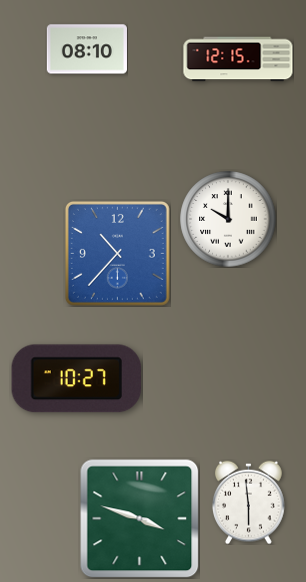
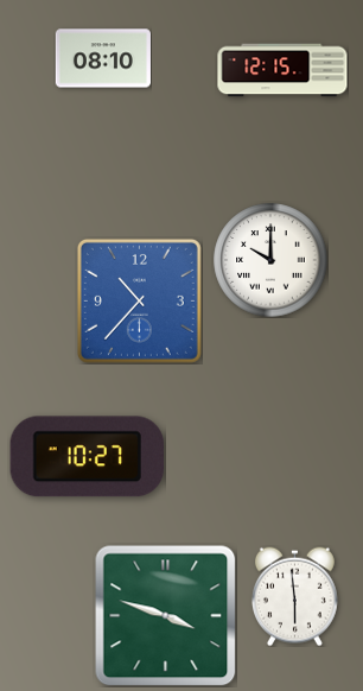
clock at (76, 379) position: (76, 379) -> (87, 457)
